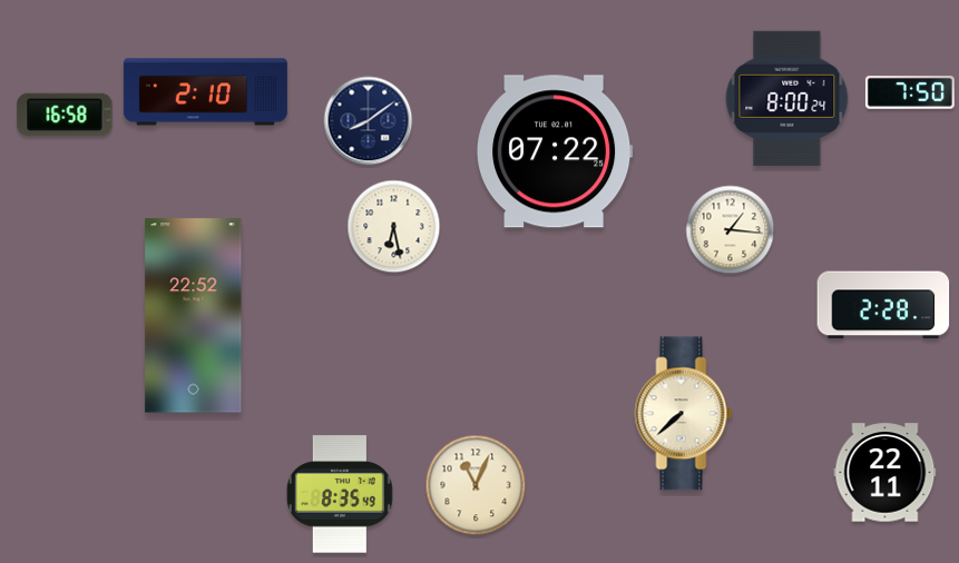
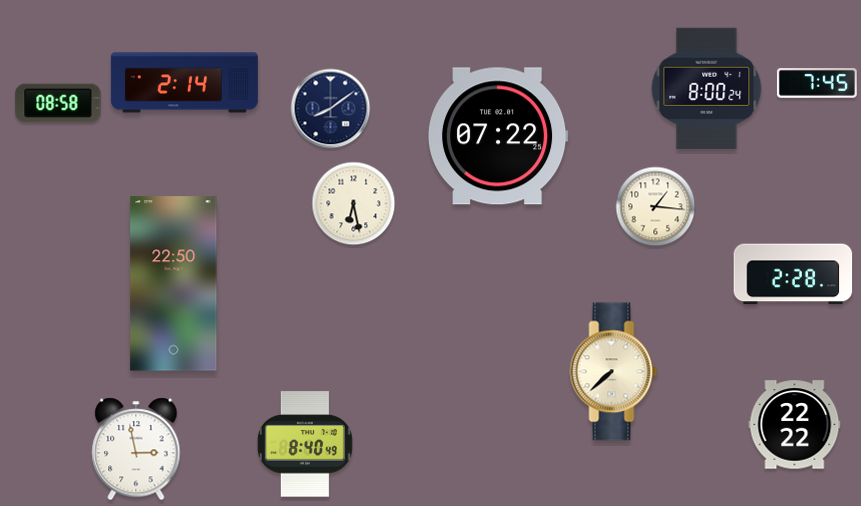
clock at (205, 92): 2:10 -> 2:14
clock at (910, 92): 7:50 -> 7:45
clock at (65, 115): 16:58 -> 08:58
clock at (194, 316): 22:52 -> 22:50
clock at (885, 473): 22:11 -> 22:22
clock at (476, 485): 11:04 -> none
clock at (340, 494): 8:35 -> 8:40
clock at (136, 449): none -> 2:58
